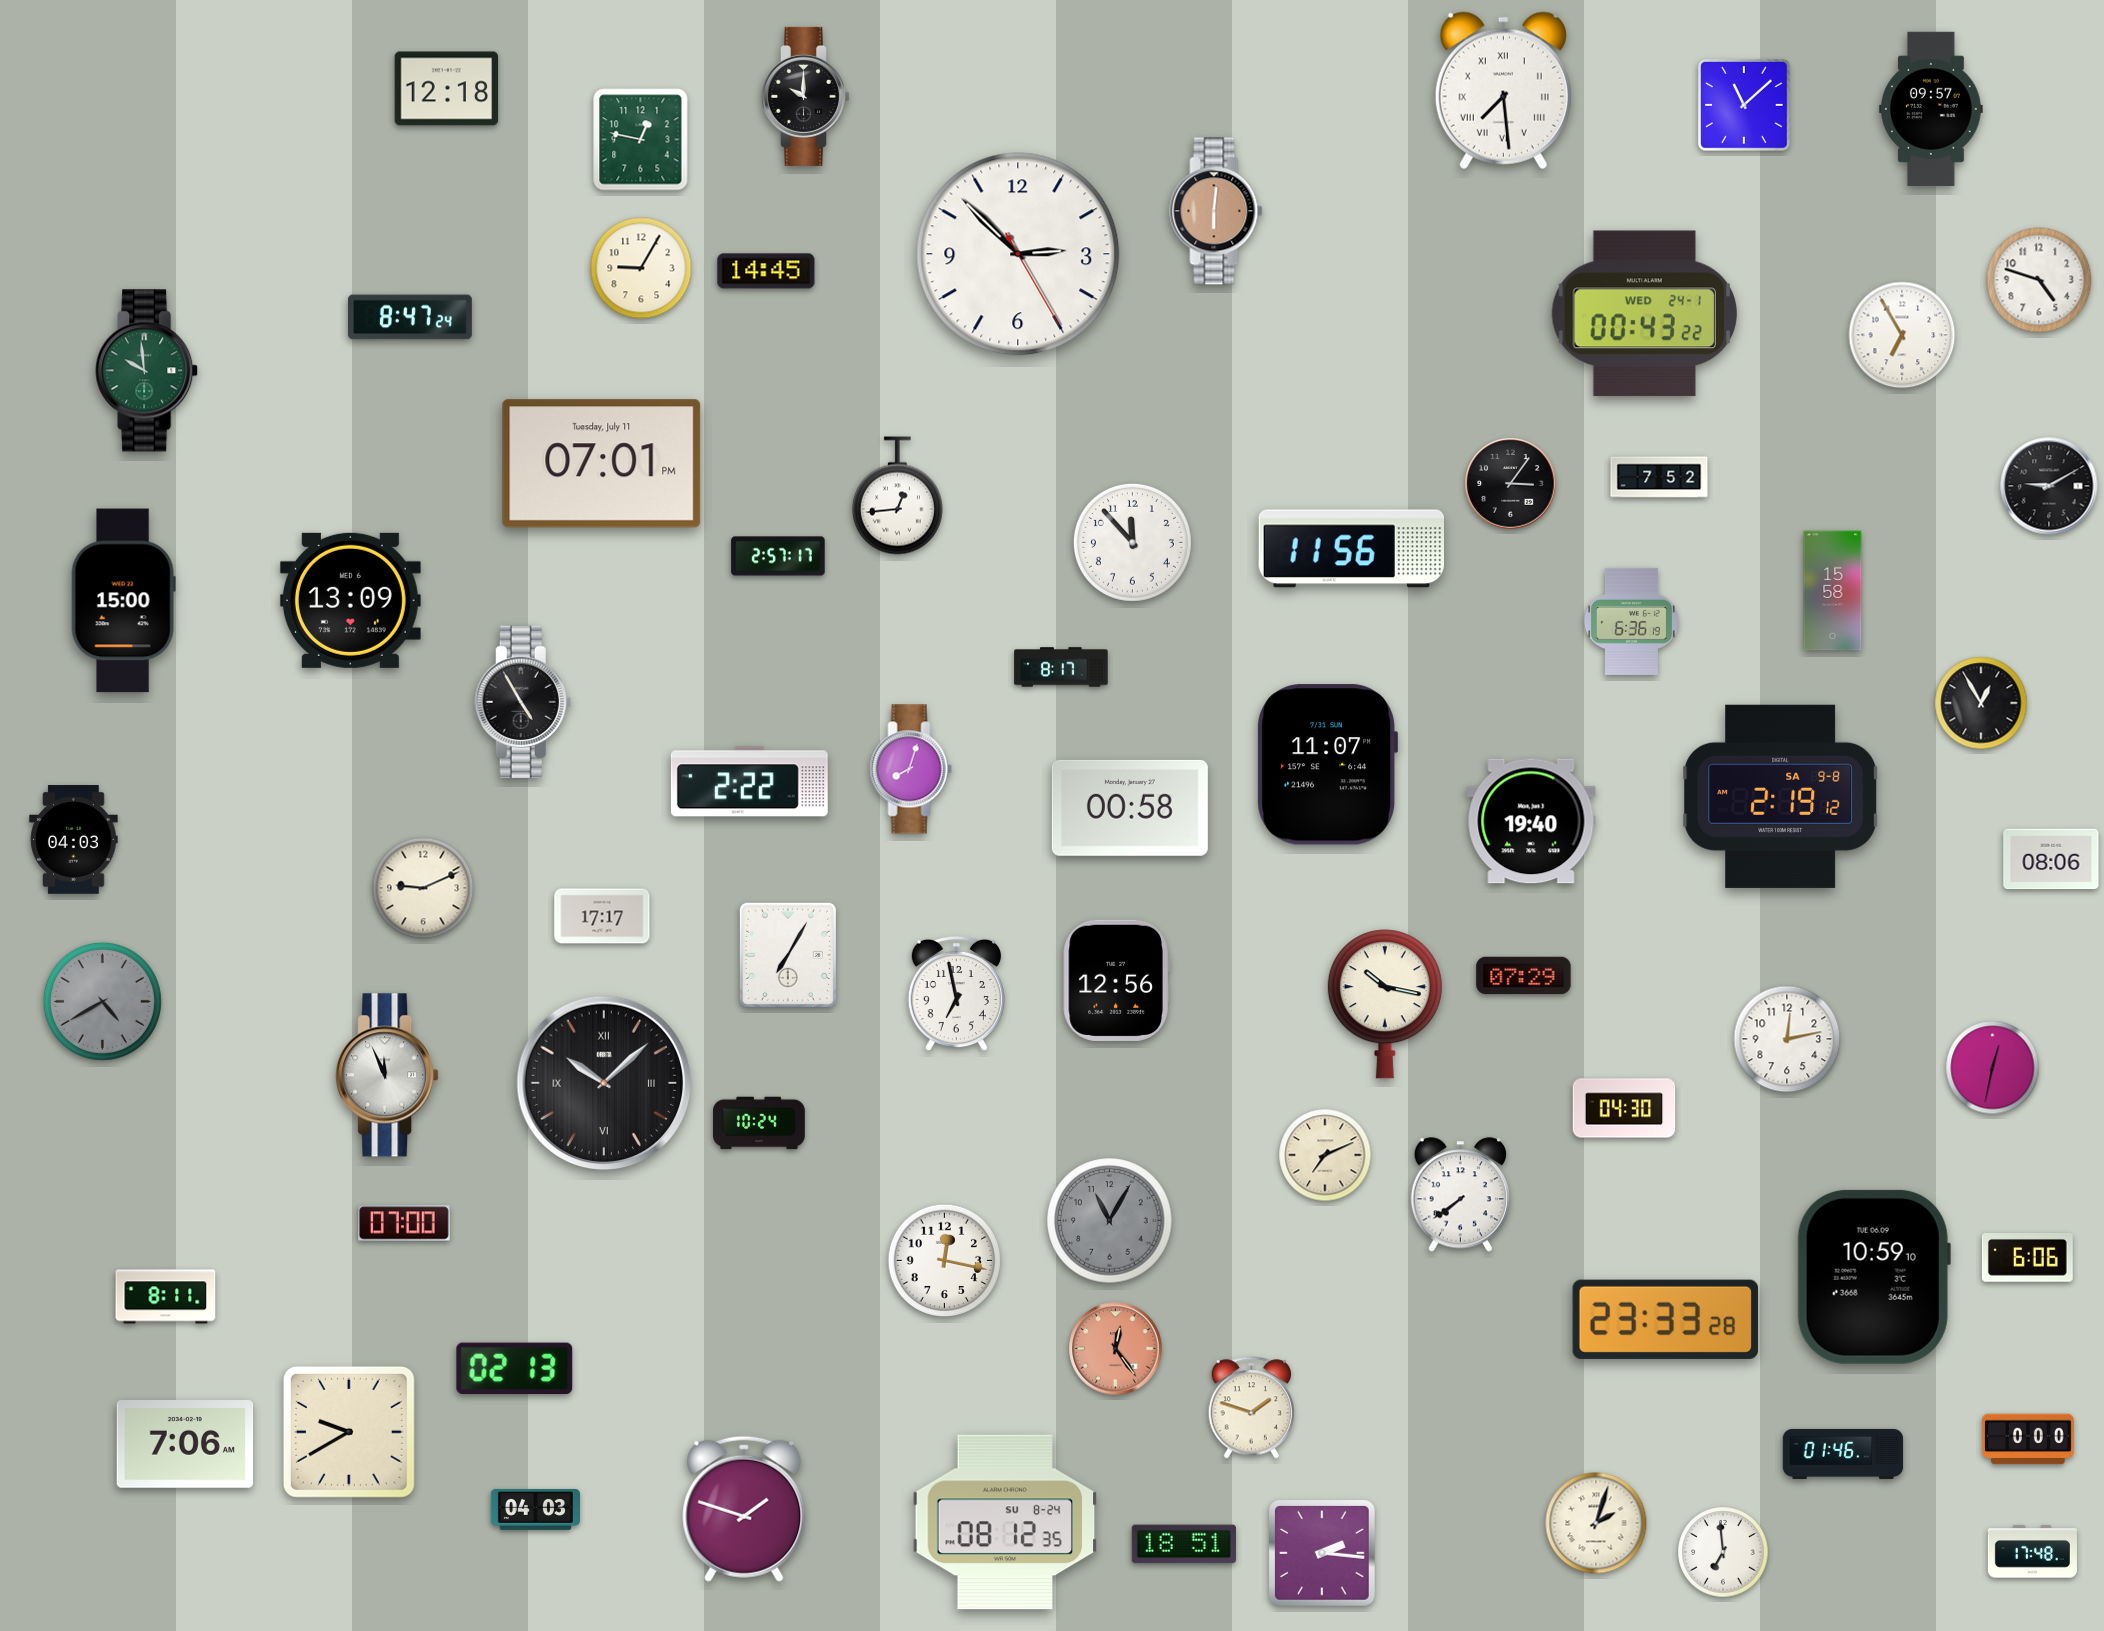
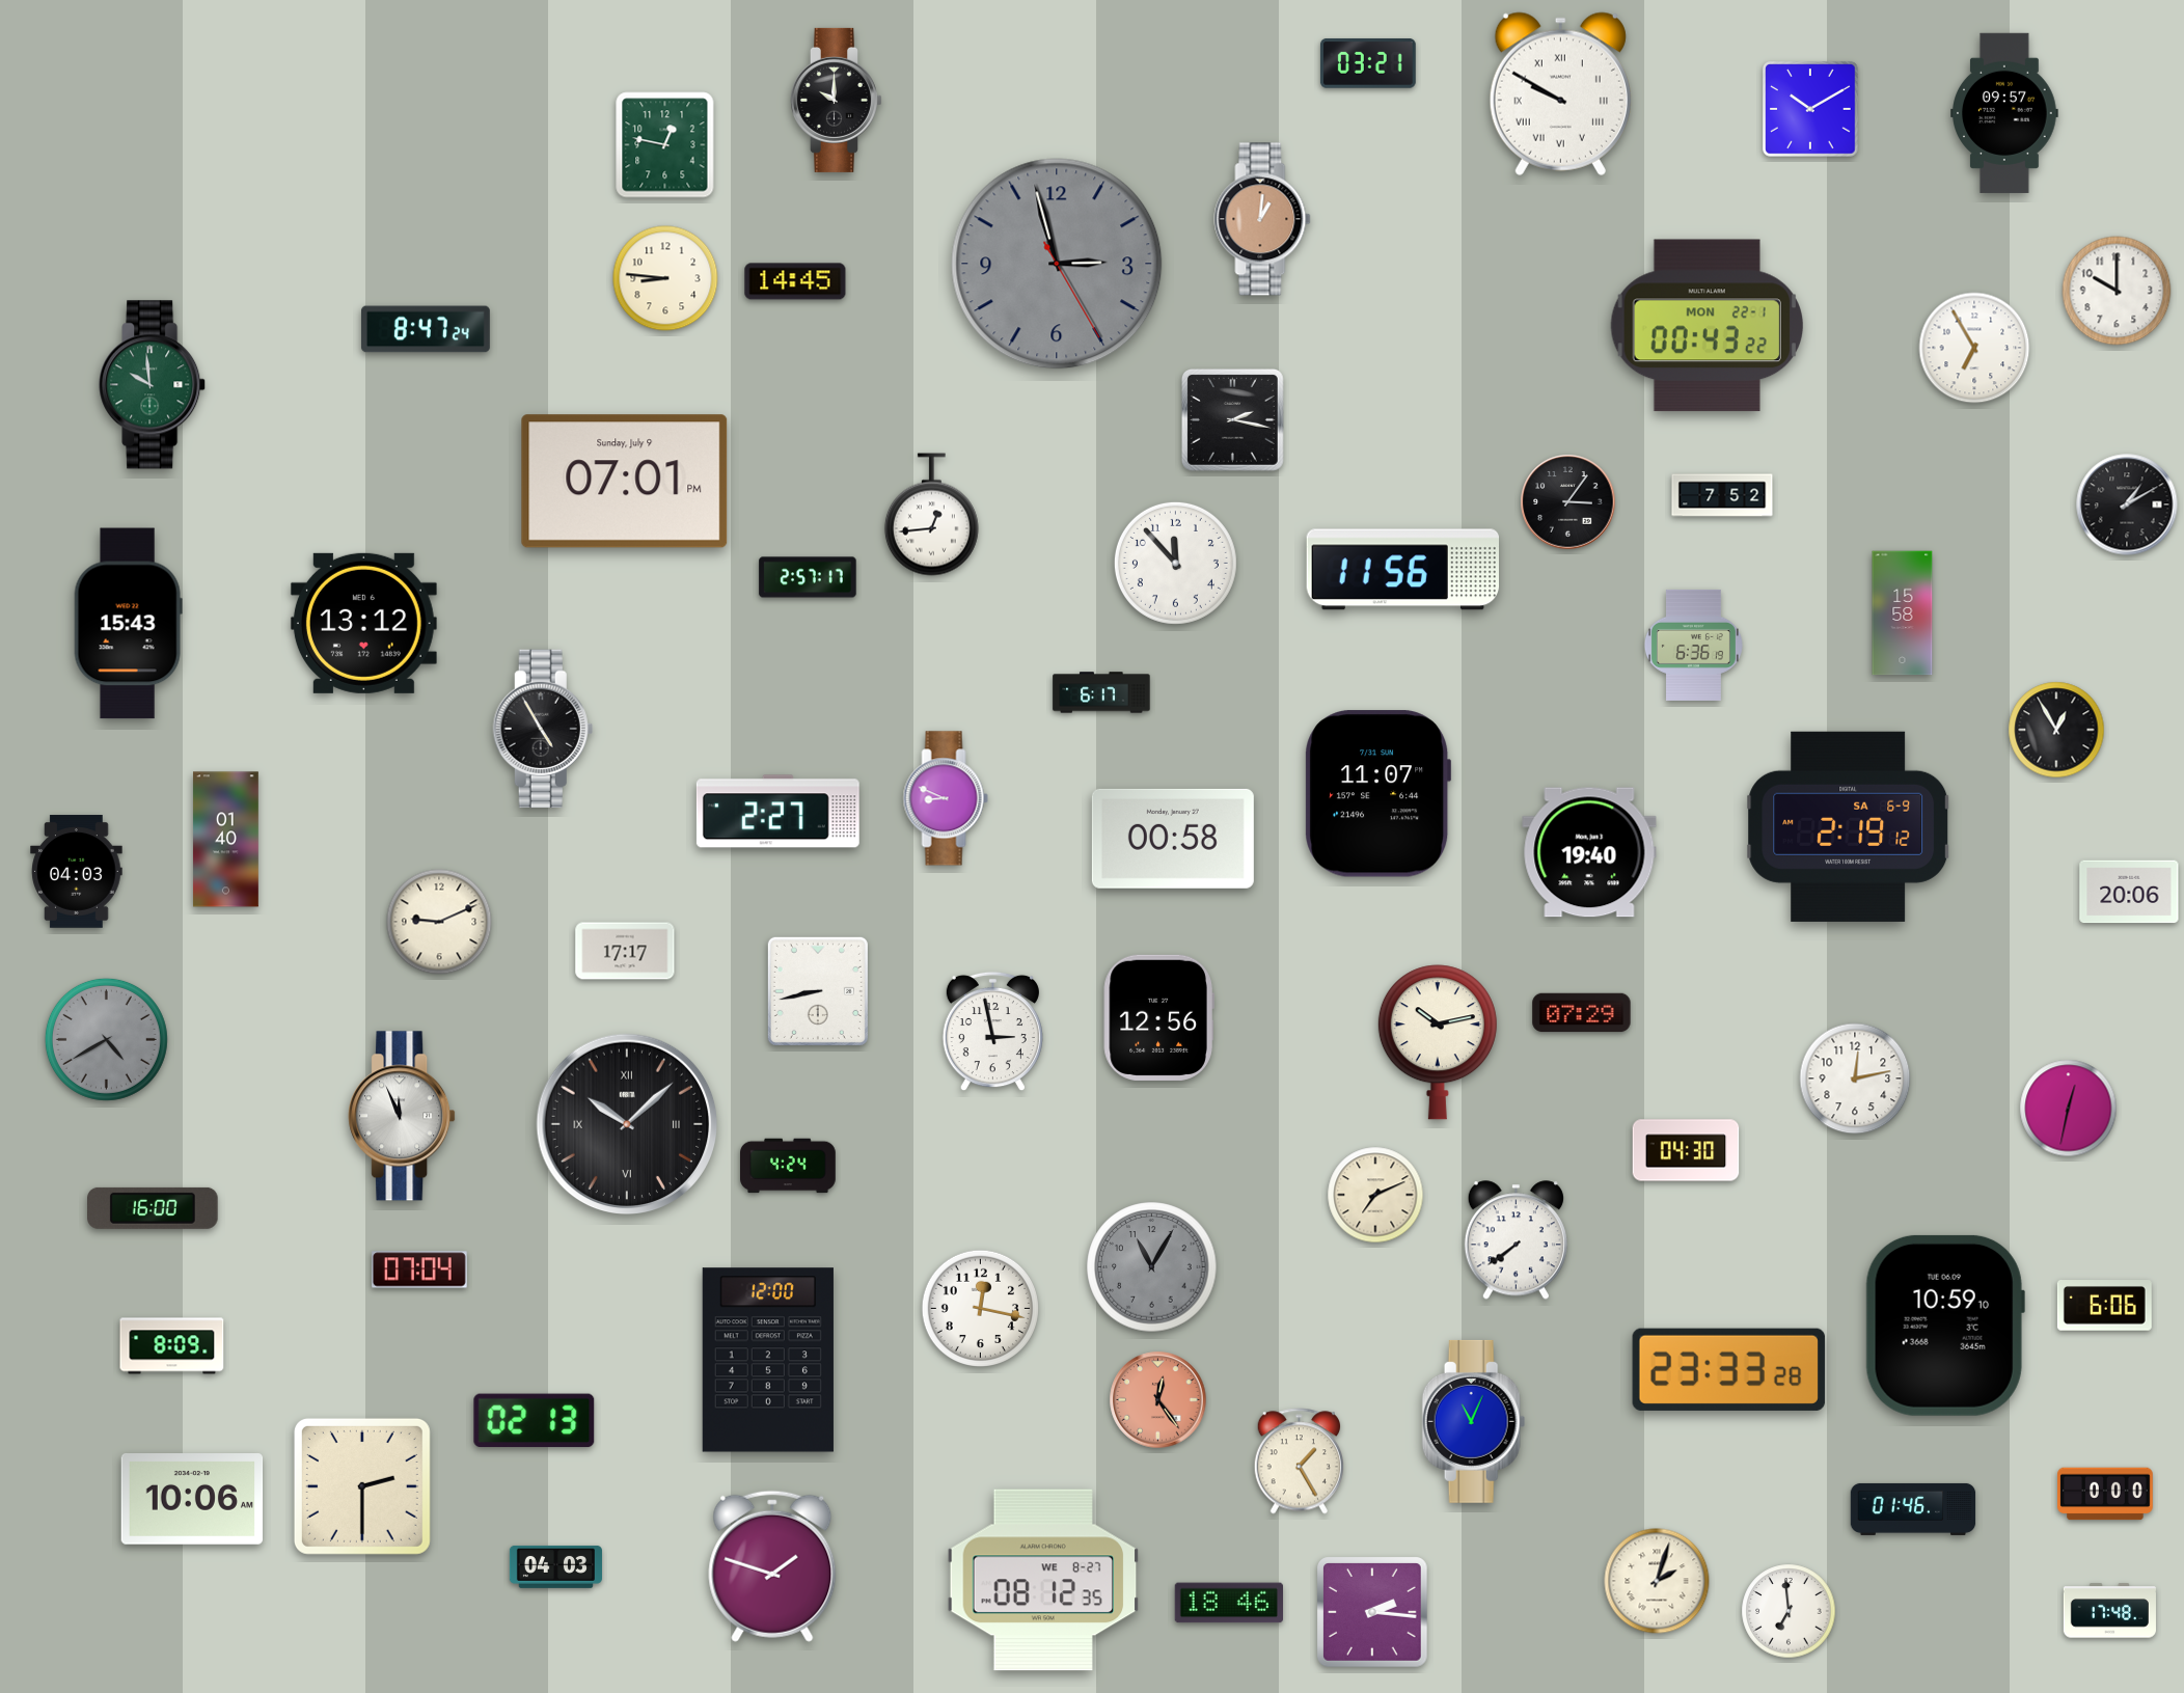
clock at (1368, 64): none -> 03:21
clock at (447, 89): 12:18 -> none
clock at (1503, 90): 7:29 -> 9:50
clock at (1745, 106): 11:08 -> 10:10
clock at (1216, 211): 6:01 -> 1:01
clock at (1018, 254): 2:52 -> 2:57
clock at (1018, 254) dial: white -> grey
clock at (641, 268): 9:05 -> 8:46
clock at (2039, 280): 4:48 -> 10:00
clock at (1644, 314) date: WED 24-1 -> MON 22-1
clock at (1232, 419): none -> 2:17
clock at (602, 464) date: Tuesday, July 11 -> Sunday, July 9
clock at (2049, 486): 9:10 -> 1:10
clock at (350, 600): 13:09 -> 13:12
clock at (123, 601): 15:00 -> 15:43
clock at (1061, 667): 8:17 -> 6:17
clock at (911, 769): 8:03 -> 8:49
clock at (749, 782): 2:22 -> 2:27
clock at (1781, 796) date: SA 9-8 -> SA 6-9
clock at (225, 840): none -> 01:40
clock at (2051, 859): 08:06 -> 20:06
clock at (788, 955): 7:05 -> 8:43
clock at (956, 994): 6:58 -> 2:58
clock at (1385, 1004): 10:17 -> 10:13
clock at (760, 1123): 10:24 -> 4:24
clock at (1325, 1155) position: (1325, 1155) -> (1375, 1195)
clock at (154, 1208): none -> 16:00
clock at (405, 1223): 07:00 -> 07:04
clock at (166, 1297): 8:11 -> 8:09
clock at (768, 1360): none -> 12:00
clock at (1474, 1421): none -> 11:04
clock at (1251, 1408): 1:48 -> 1:25
clock at (349, 1432): 9:40 -> 2:30
clock at (185, 1445): 7:06 -> 10:06
clock at (1005, 1522) date: SU 8-24 -> WE 8-27
clock at (1183, 1544): 18:51 -> 18:46
